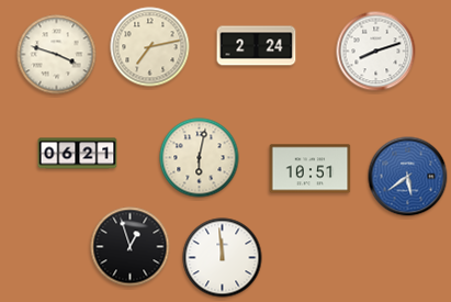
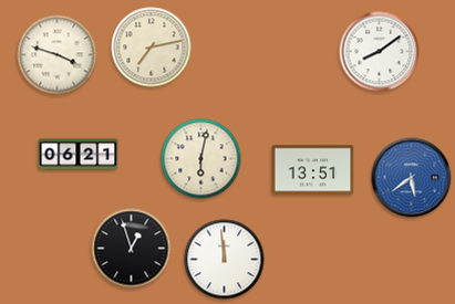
clock at (257, 46): 2:24 -> none
clock at (376, 52): 8:12 -> 8:09
clock at (311, 169): 10:51 -> 13:51
